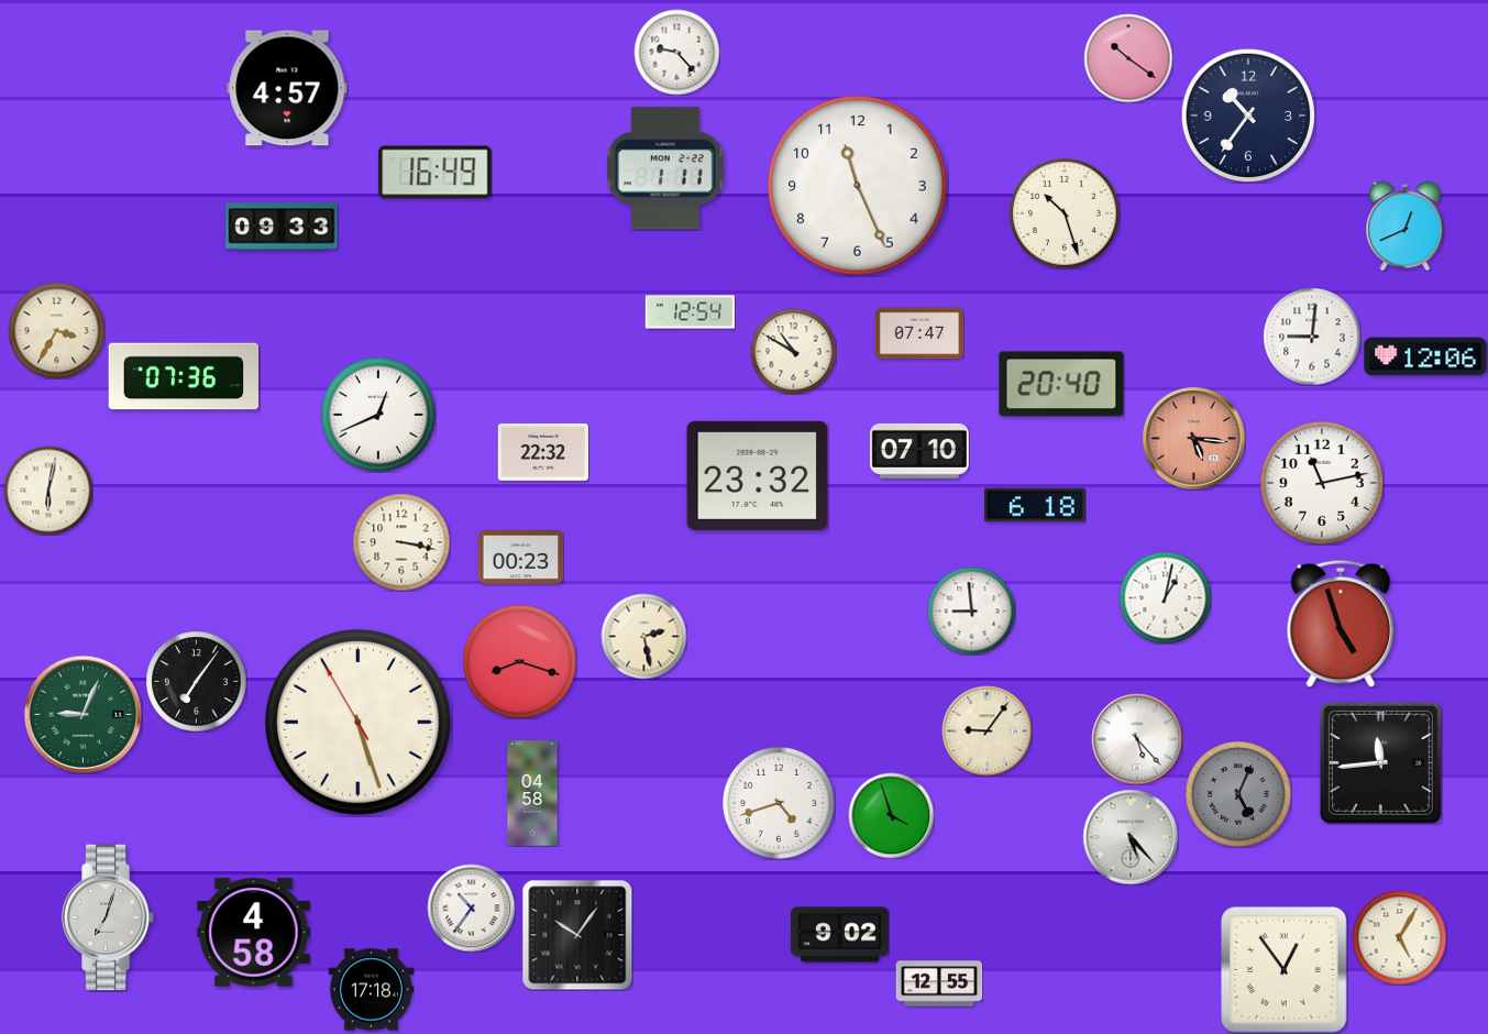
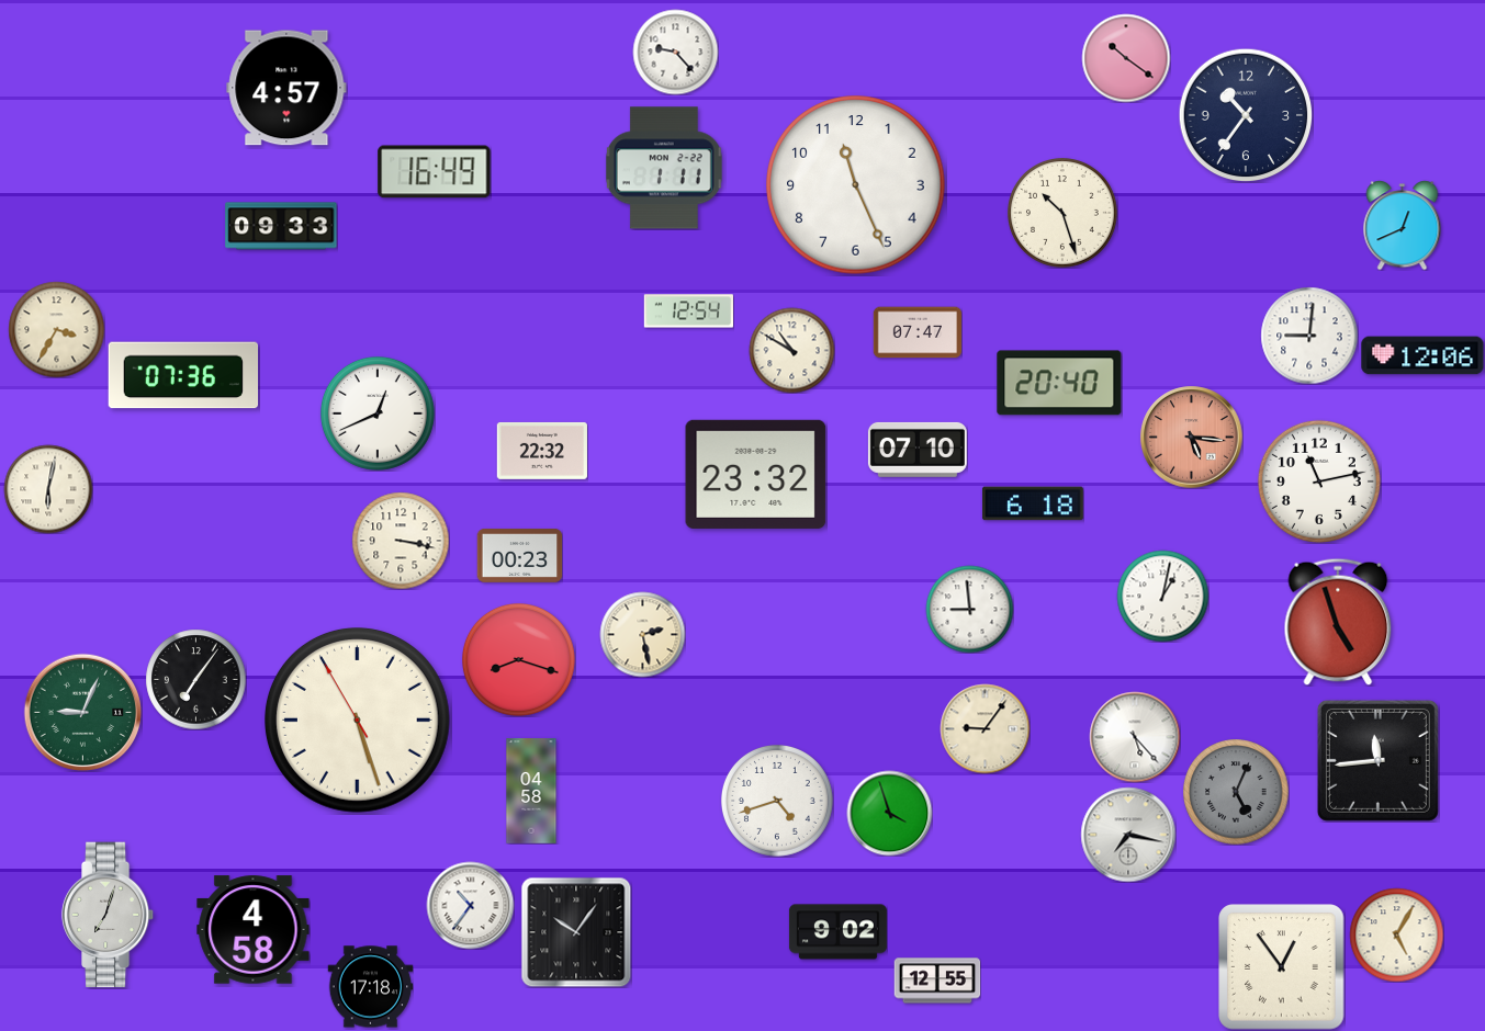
clock at (1131, 837): 5:23 -> 7:17
